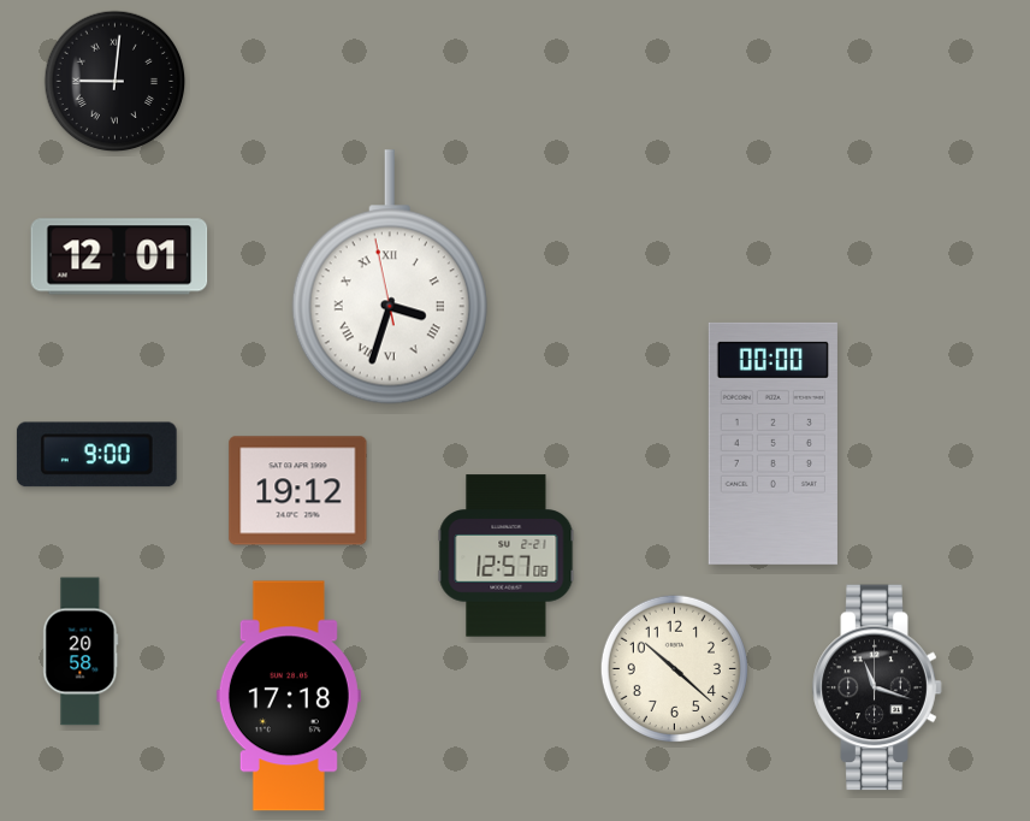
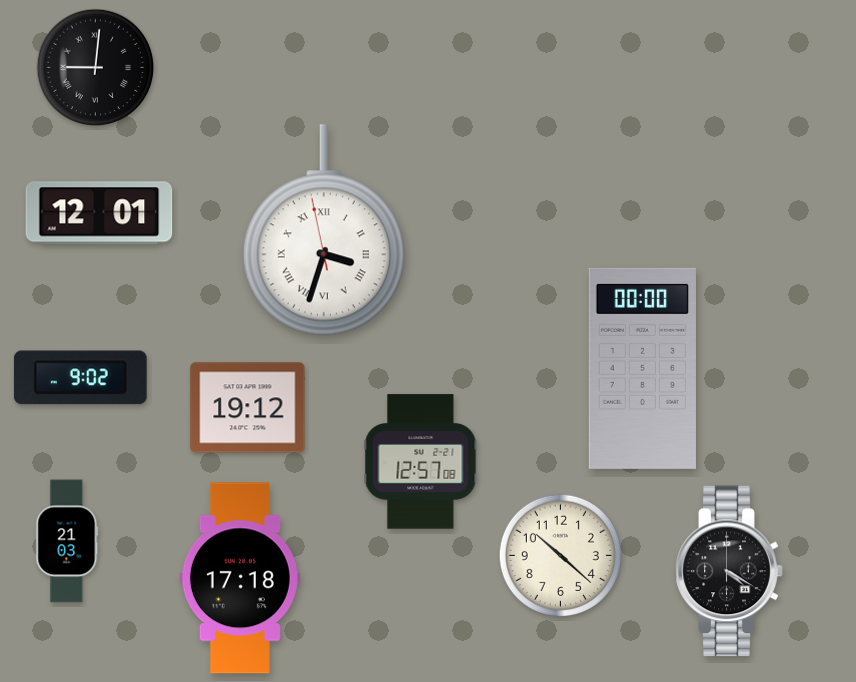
clock at (96, 455): 9:00 -> 9:02
clock at (81, 651): 20:58 -> 21:03
clock at (877, 687): 11:18 -> 4:20
